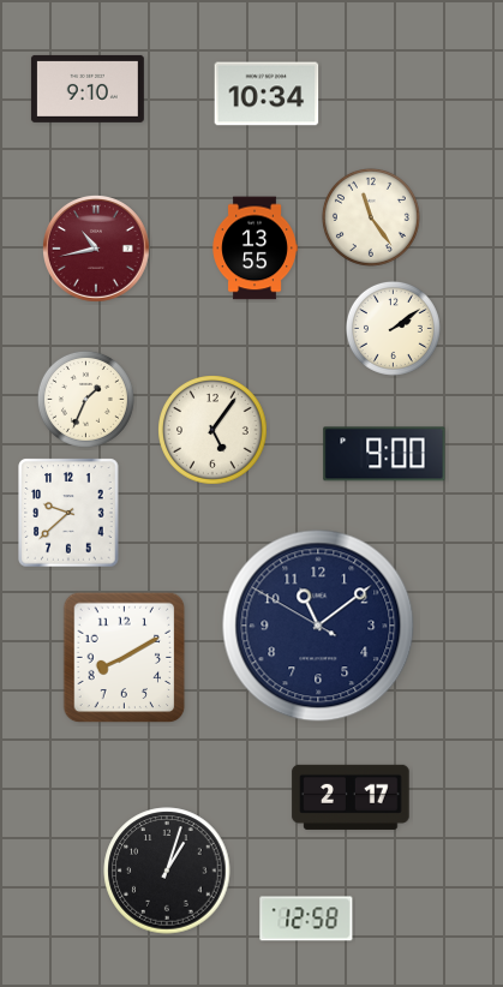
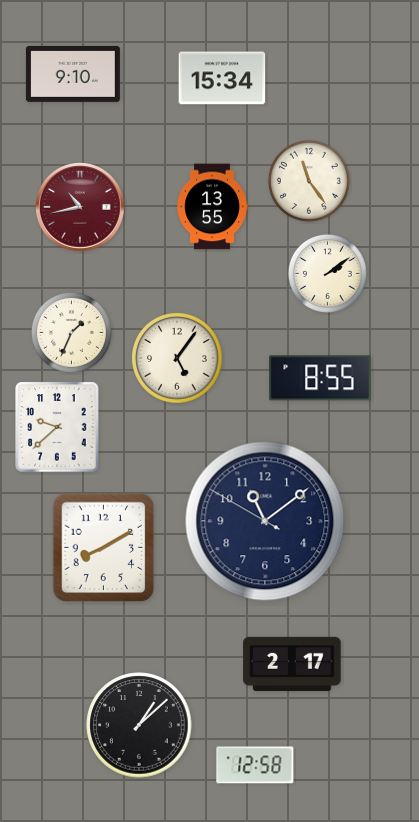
clock at (267, 94): 10:34 -> 15:34
clock at (384, 454): 9:00 -> 8:55
clock at (167, 871): 1:03 -> 1:08
